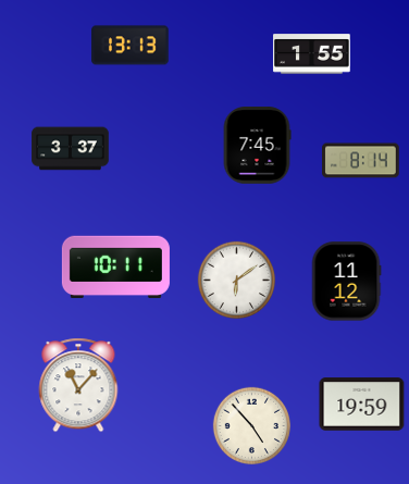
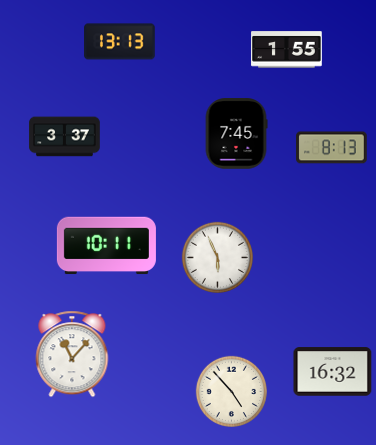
clock at (361, 161): 8:14 -> 8:13
clock at (236, 280): 6:09 -> 5:56
clock at (346, 282): 11:12 -> none
clock at (362, 405): 19:59 -> 16:32
